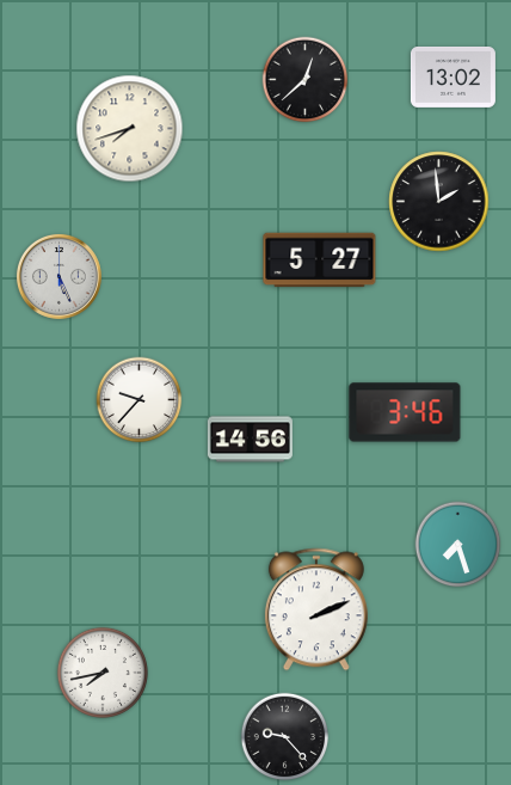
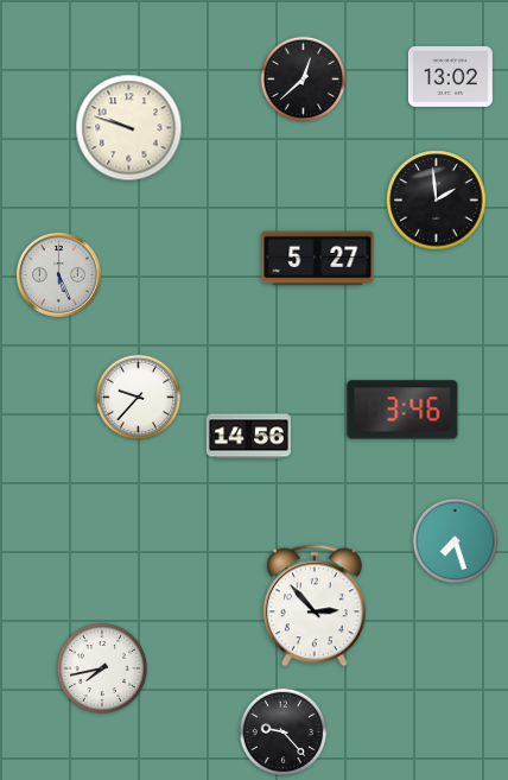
clock at (130, 129): 7:42 -> 9:48
clock at (316, 609): 2:11 -> 2:53
